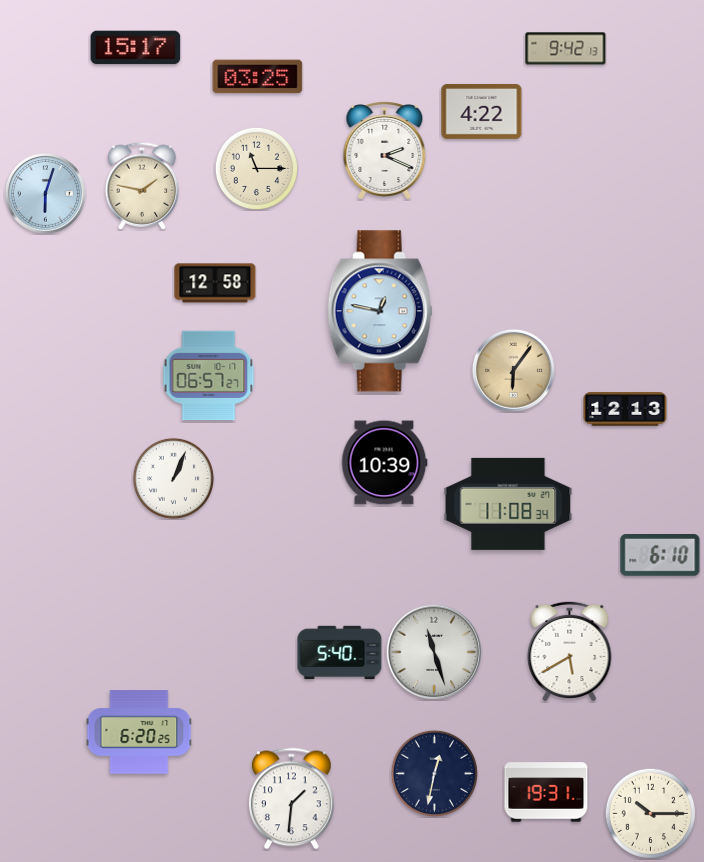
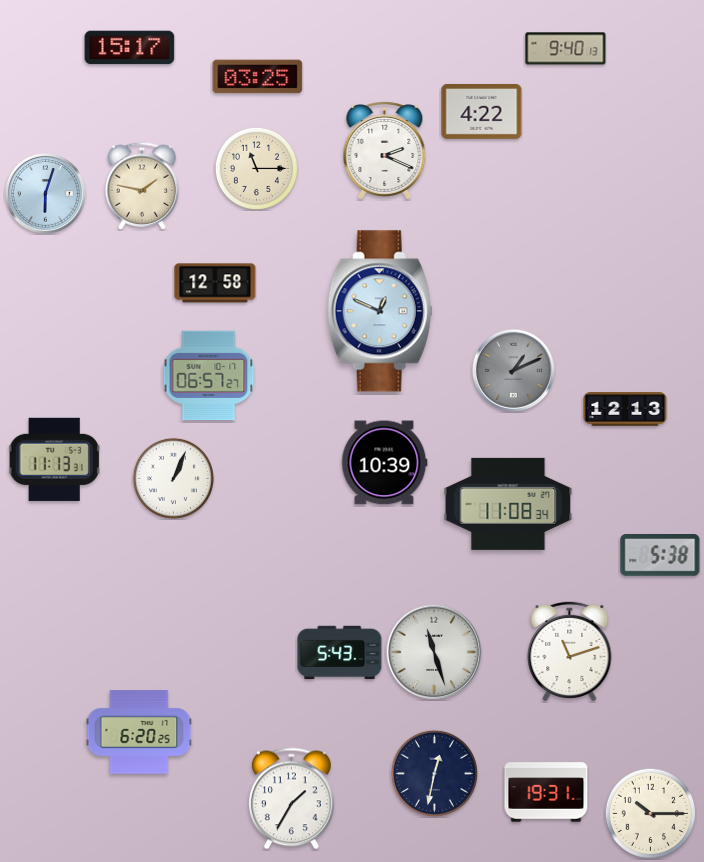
clock at (136, 48) position: (136, 48) -> (130, 48)
clock at (566, 49): 9:42 -> 9:40
clock at (380, 311): 12:47 -> 12:49
clock at (513, 370): 6:06 -> 1:11
clock at (513, 370) dial: champagne -> grey
clock at (55, 459): none -> 11:13
clock at (660, 556): 6:10 -> 5:38
clock at (570, 651): 5:40 -> 11:12
clock at (340, 653): 5:40 -> 5:43
clock at (291, 799): 1:31 -> 1:35
